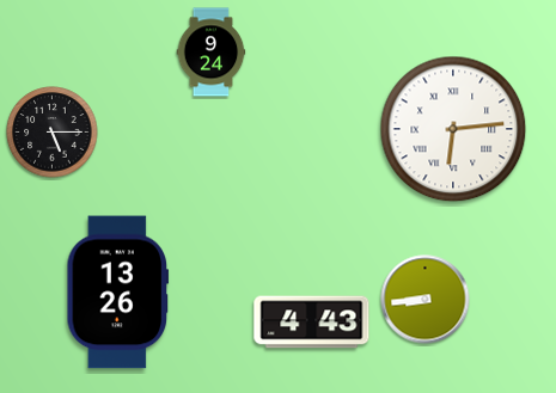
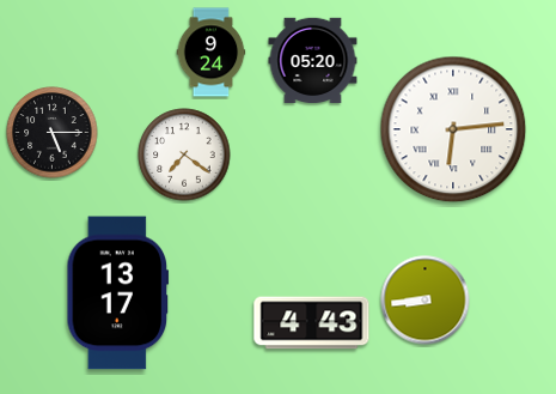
clock at (313, 60): none -> 05:20
clock at (184, 154): none -> 7:21
clock at (118, 293): 13:26 -> 13:17
